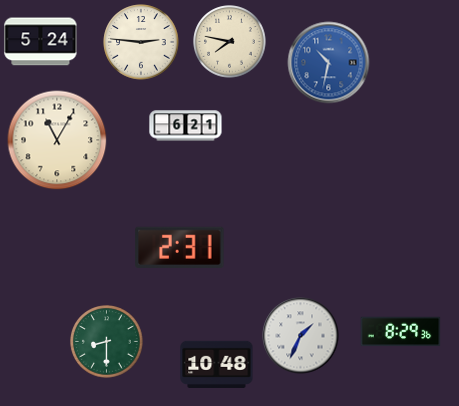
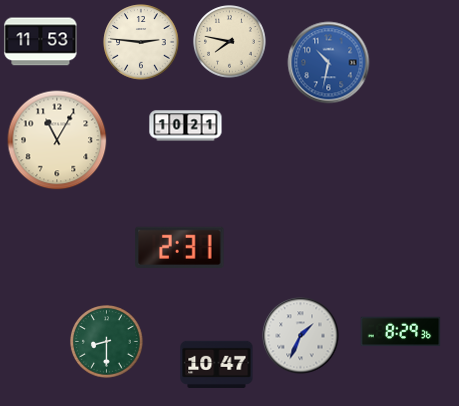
clock at (41, 42): 5:24 -> 11:53
clock at (186, 126): 6:21 -> 10:21
clock at (217, 364): 10:48 -> 10:47
